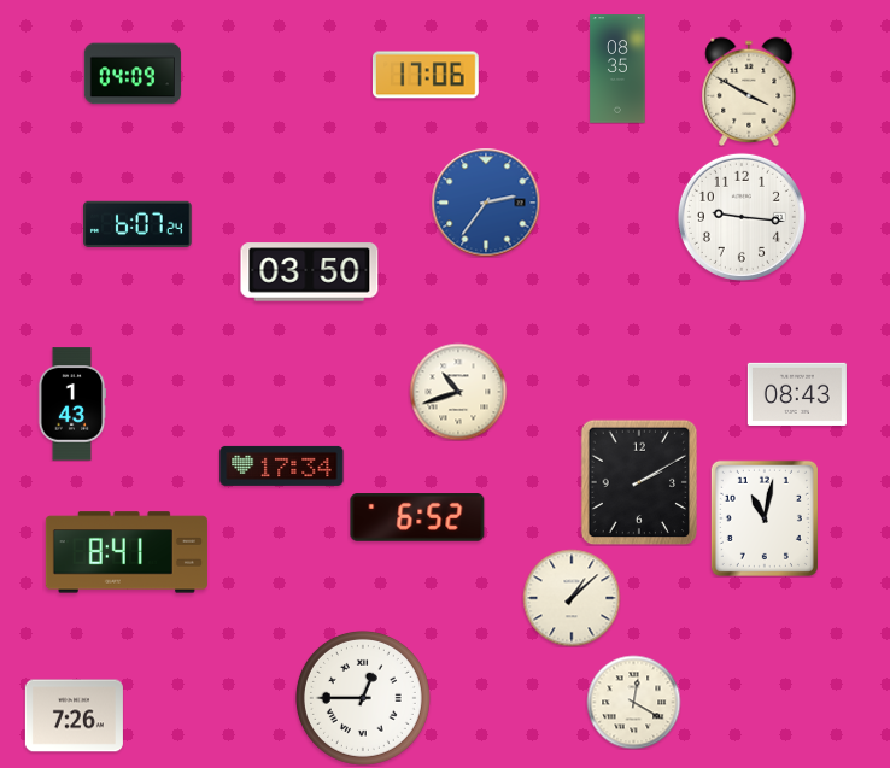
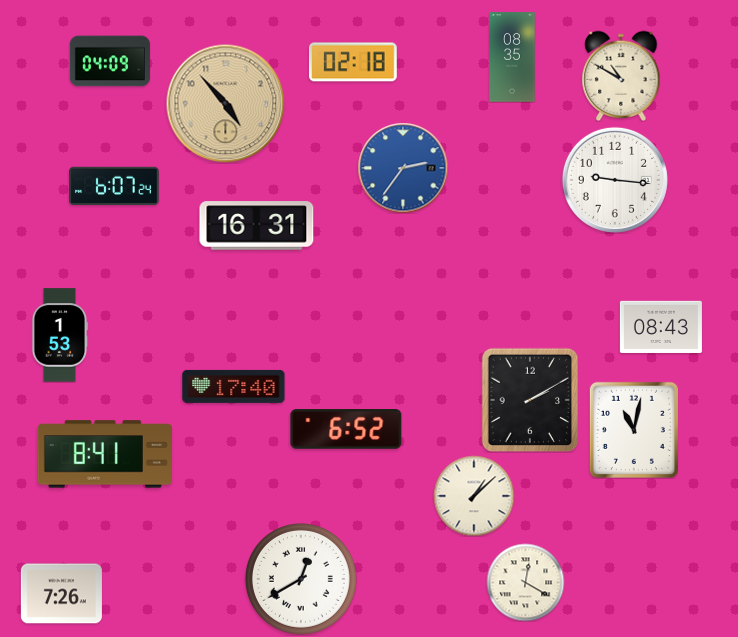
clock at (427, 75): 17:06 -> 02:18
clock at (749, 92): 3:50 -> 10:50
clock at (226, 104): none -> 4:53
clock at (310, 272): 03:50 -> 16:31
clock at (458, 392): 10:42 -> none
clock at (72, 404): 1:43 -> 1:53
clock at (282, 465): 17:34 -> 17:40
clock at (127, 552) position: (127, 552) -> (105, 454)
clock at (363, 698): 12:45 -> 12:40
